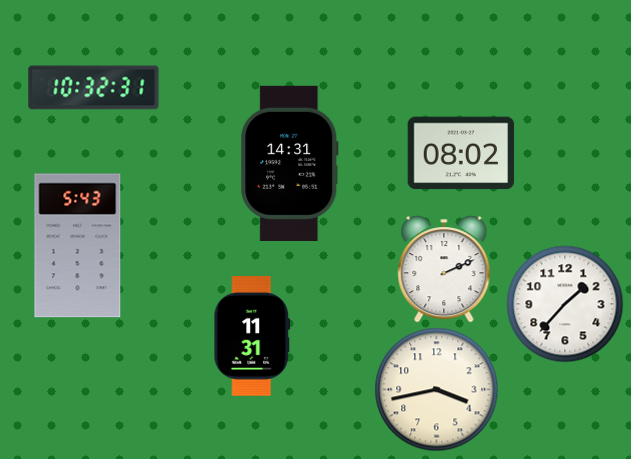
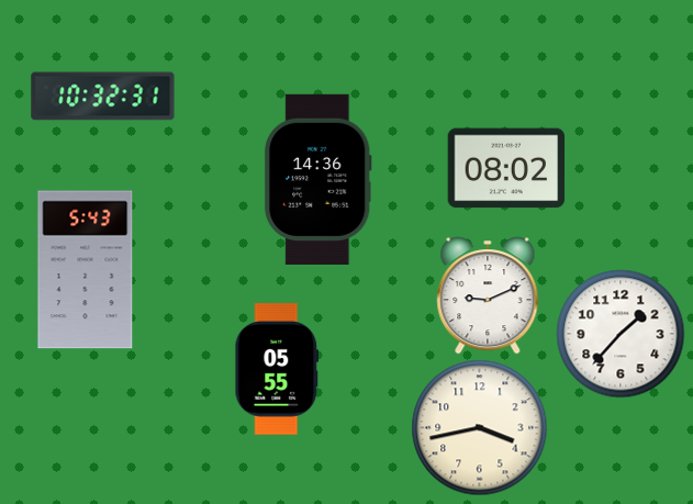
clock at (290, 163): 14:31 -> 14:36
clock at (444, 269): 2:11 -> 9:11
clock at (252, 337): 11:31 -> 05:55
